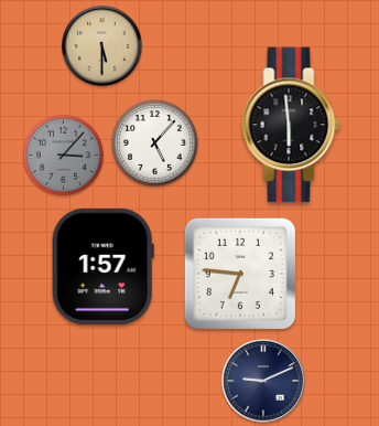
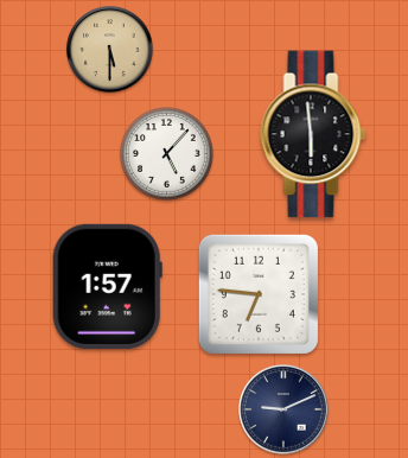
clock at (63, 155): 3:07 -> none
clock at (102, 266) position: (102, 266) -> (107, 286)
